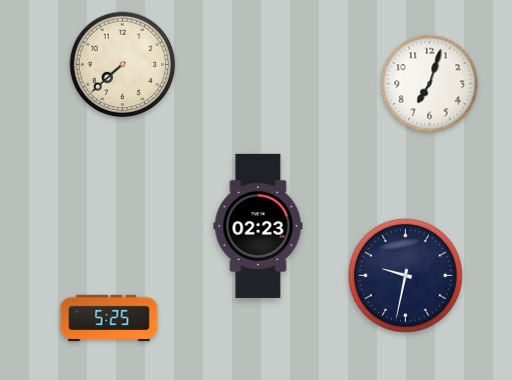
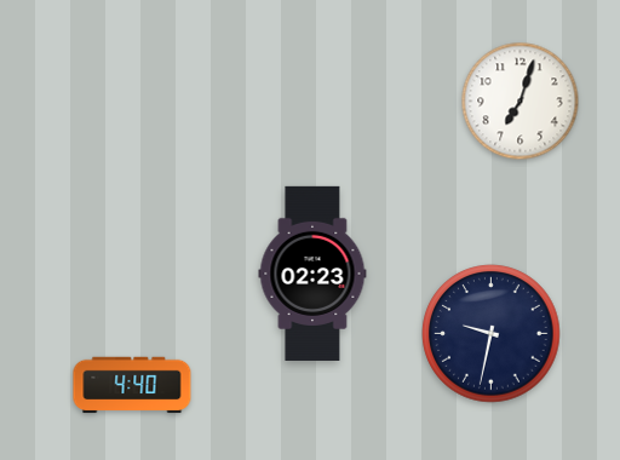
clock at (123, 65): 7:38 -> none
clock at (109, 318): 5:25 -> 4:40
